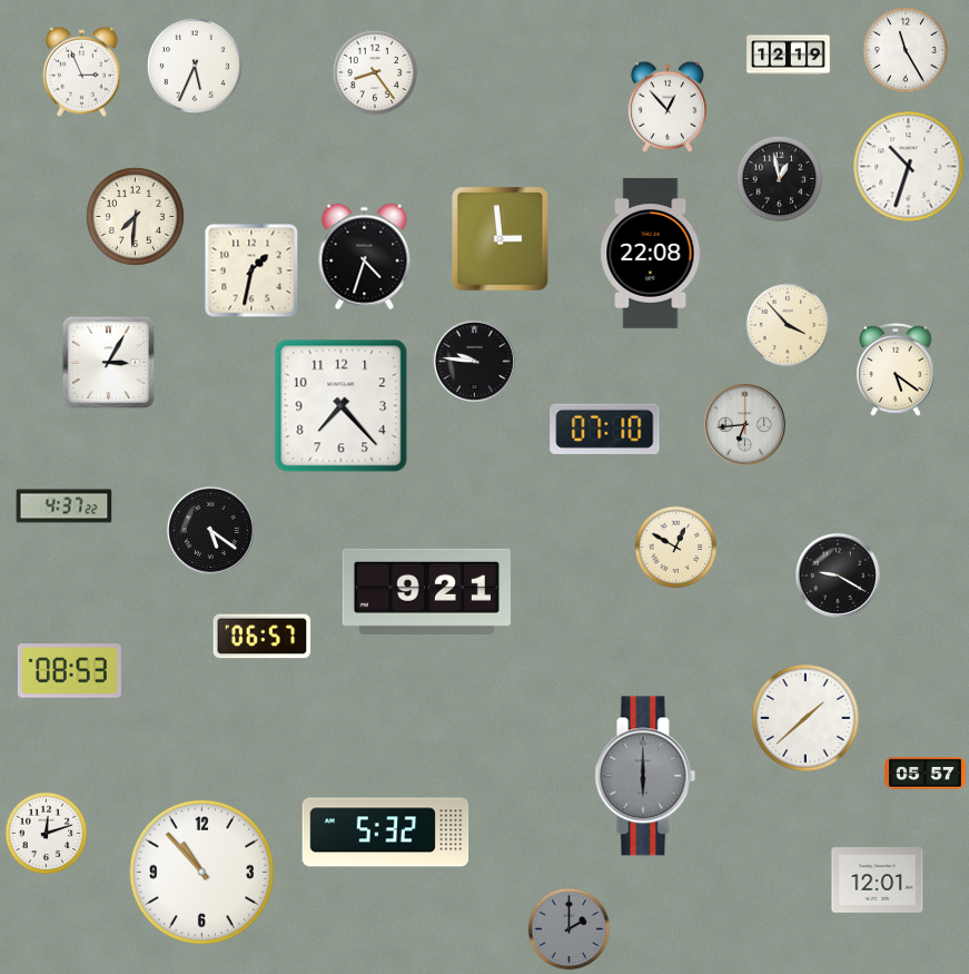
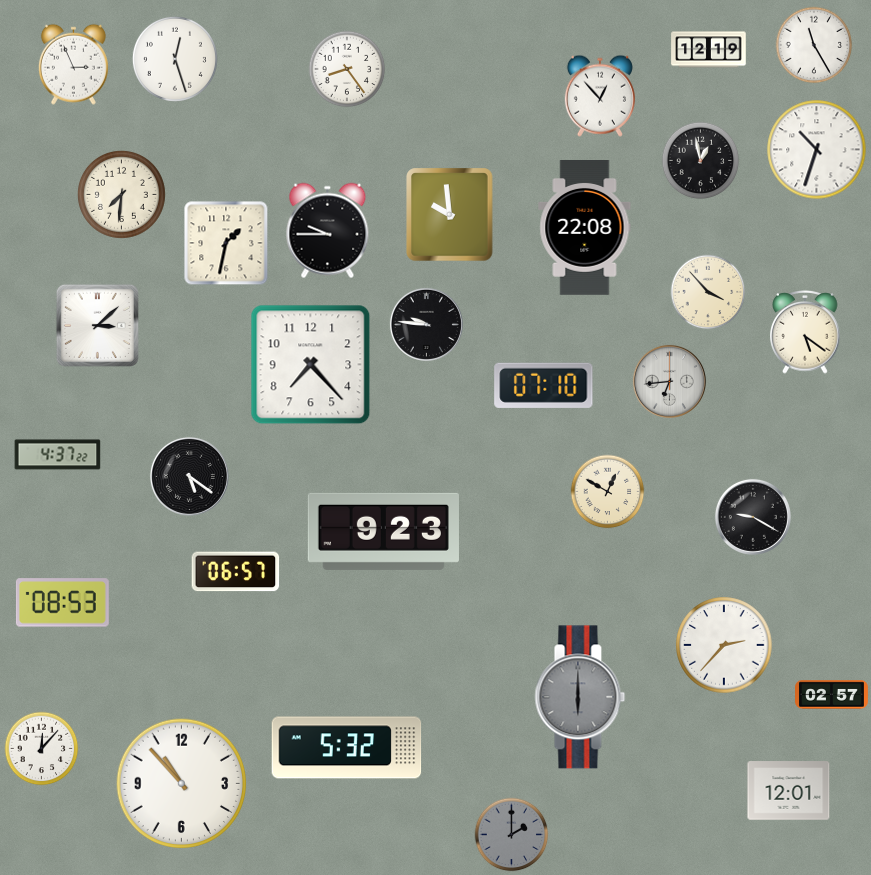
clock at (195, 66): 5:34 -> 12:27
clock at (375, 72) position: (375, 72) -> (347, 69)
clock at (501, 239): 2:59 -> 9:59
clock at (365, 257): 4:33 -> 9:45
clock at (108, 362): 3:05 -> 3:08
clock at (342, 406) position: (342, 406) -> (311, 365)
clock at (426, 591): 9:21 -> 9:23
clock at (805, 718): 1:38 -> 2:37
clock at (926, 774): 05:57 -> 02:57
clock at (47, 834): 12:12 -> 12:07
